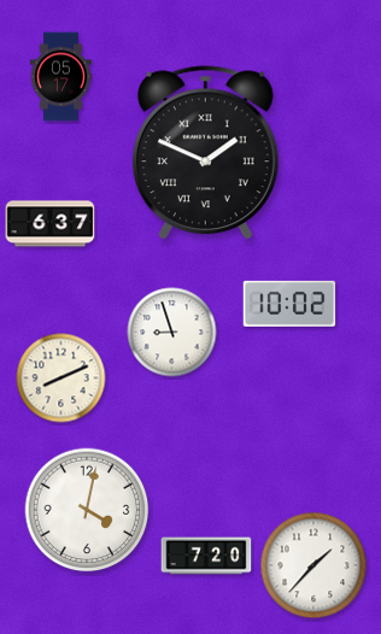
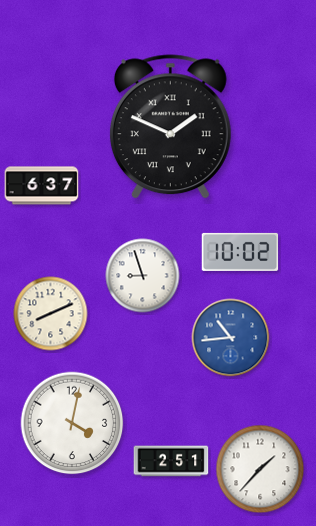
clock at (60, 77): 05:17 -> none
clock at (231, 338): none -> 10:44
clock at (206, 556): 7:20 -> 2:51
